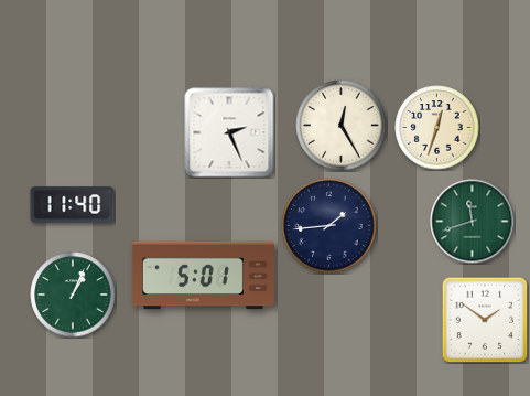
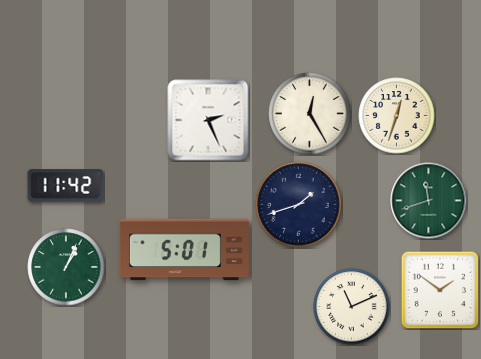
clock at (73, 205): 11:40 -> 11:42
clock at (329, 226): 1:44 -> 1:42
clock at (352, 307): none -> 11:11
